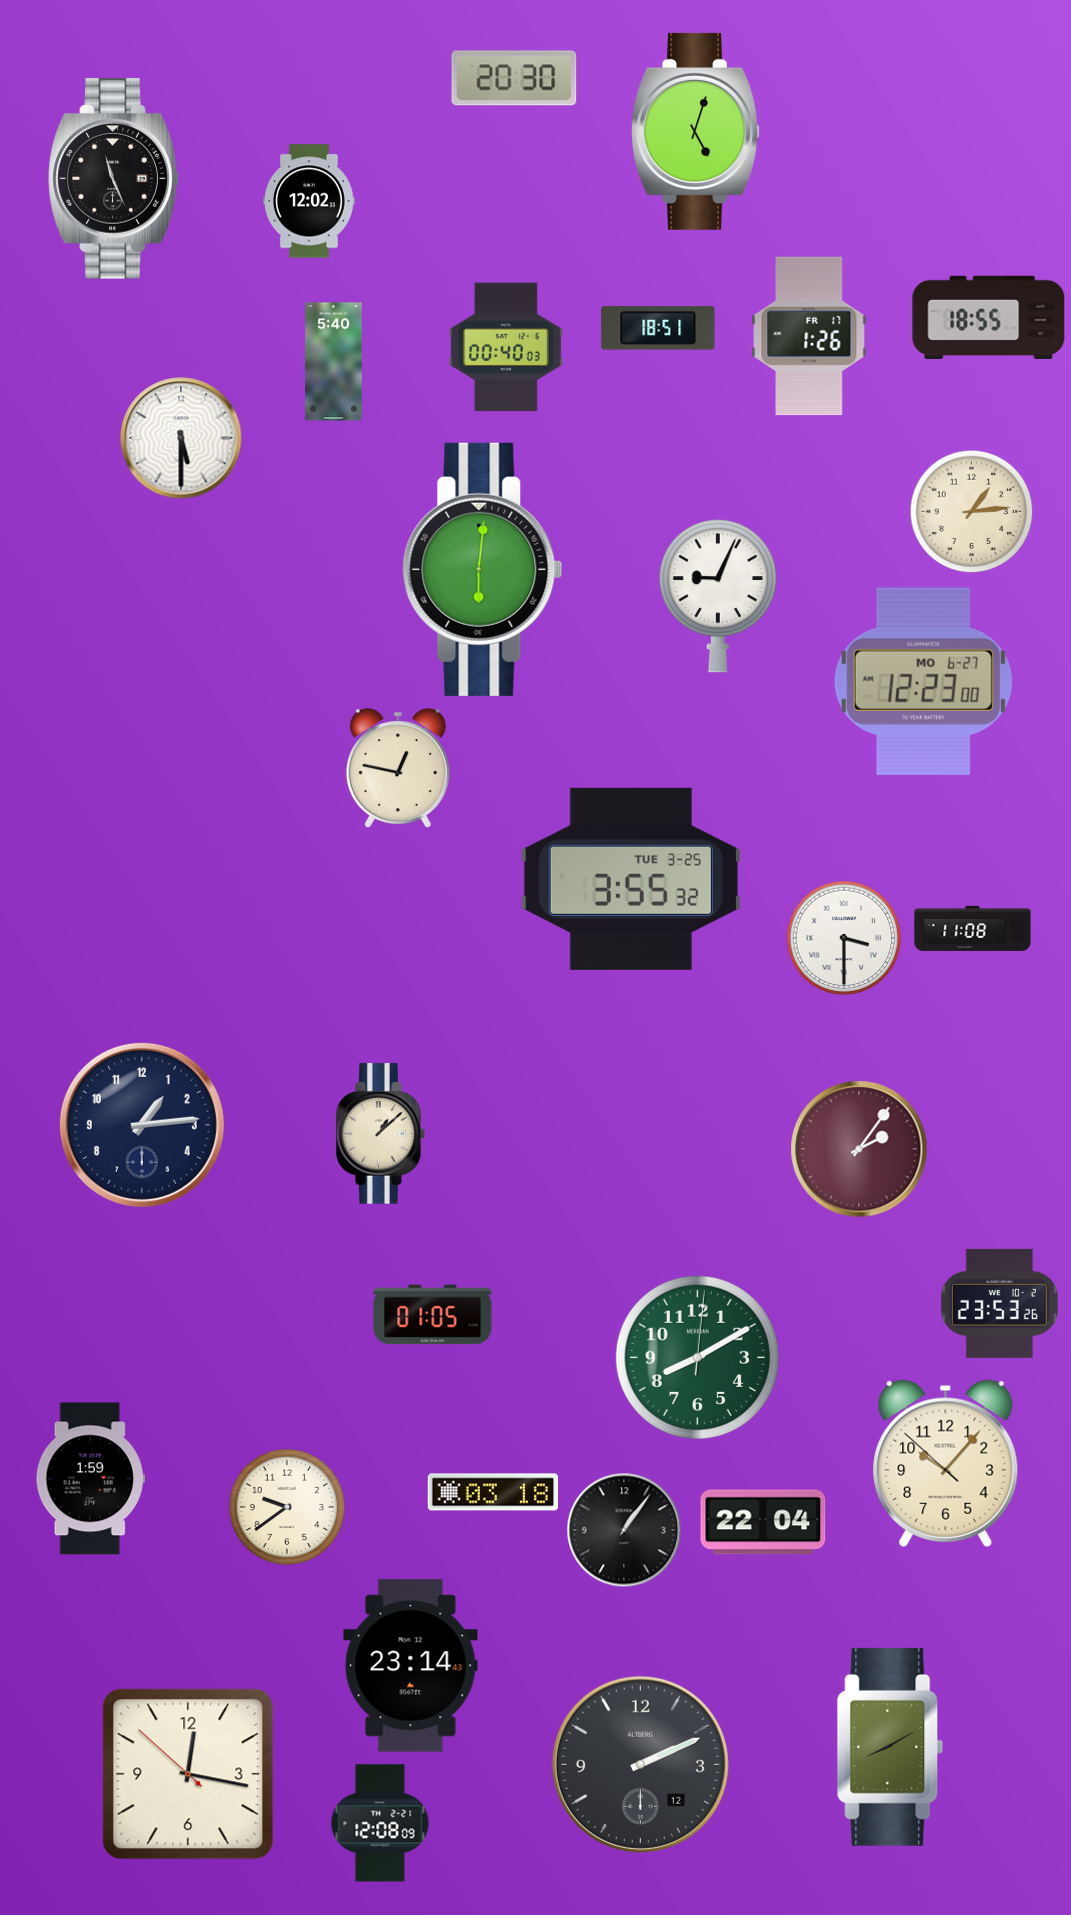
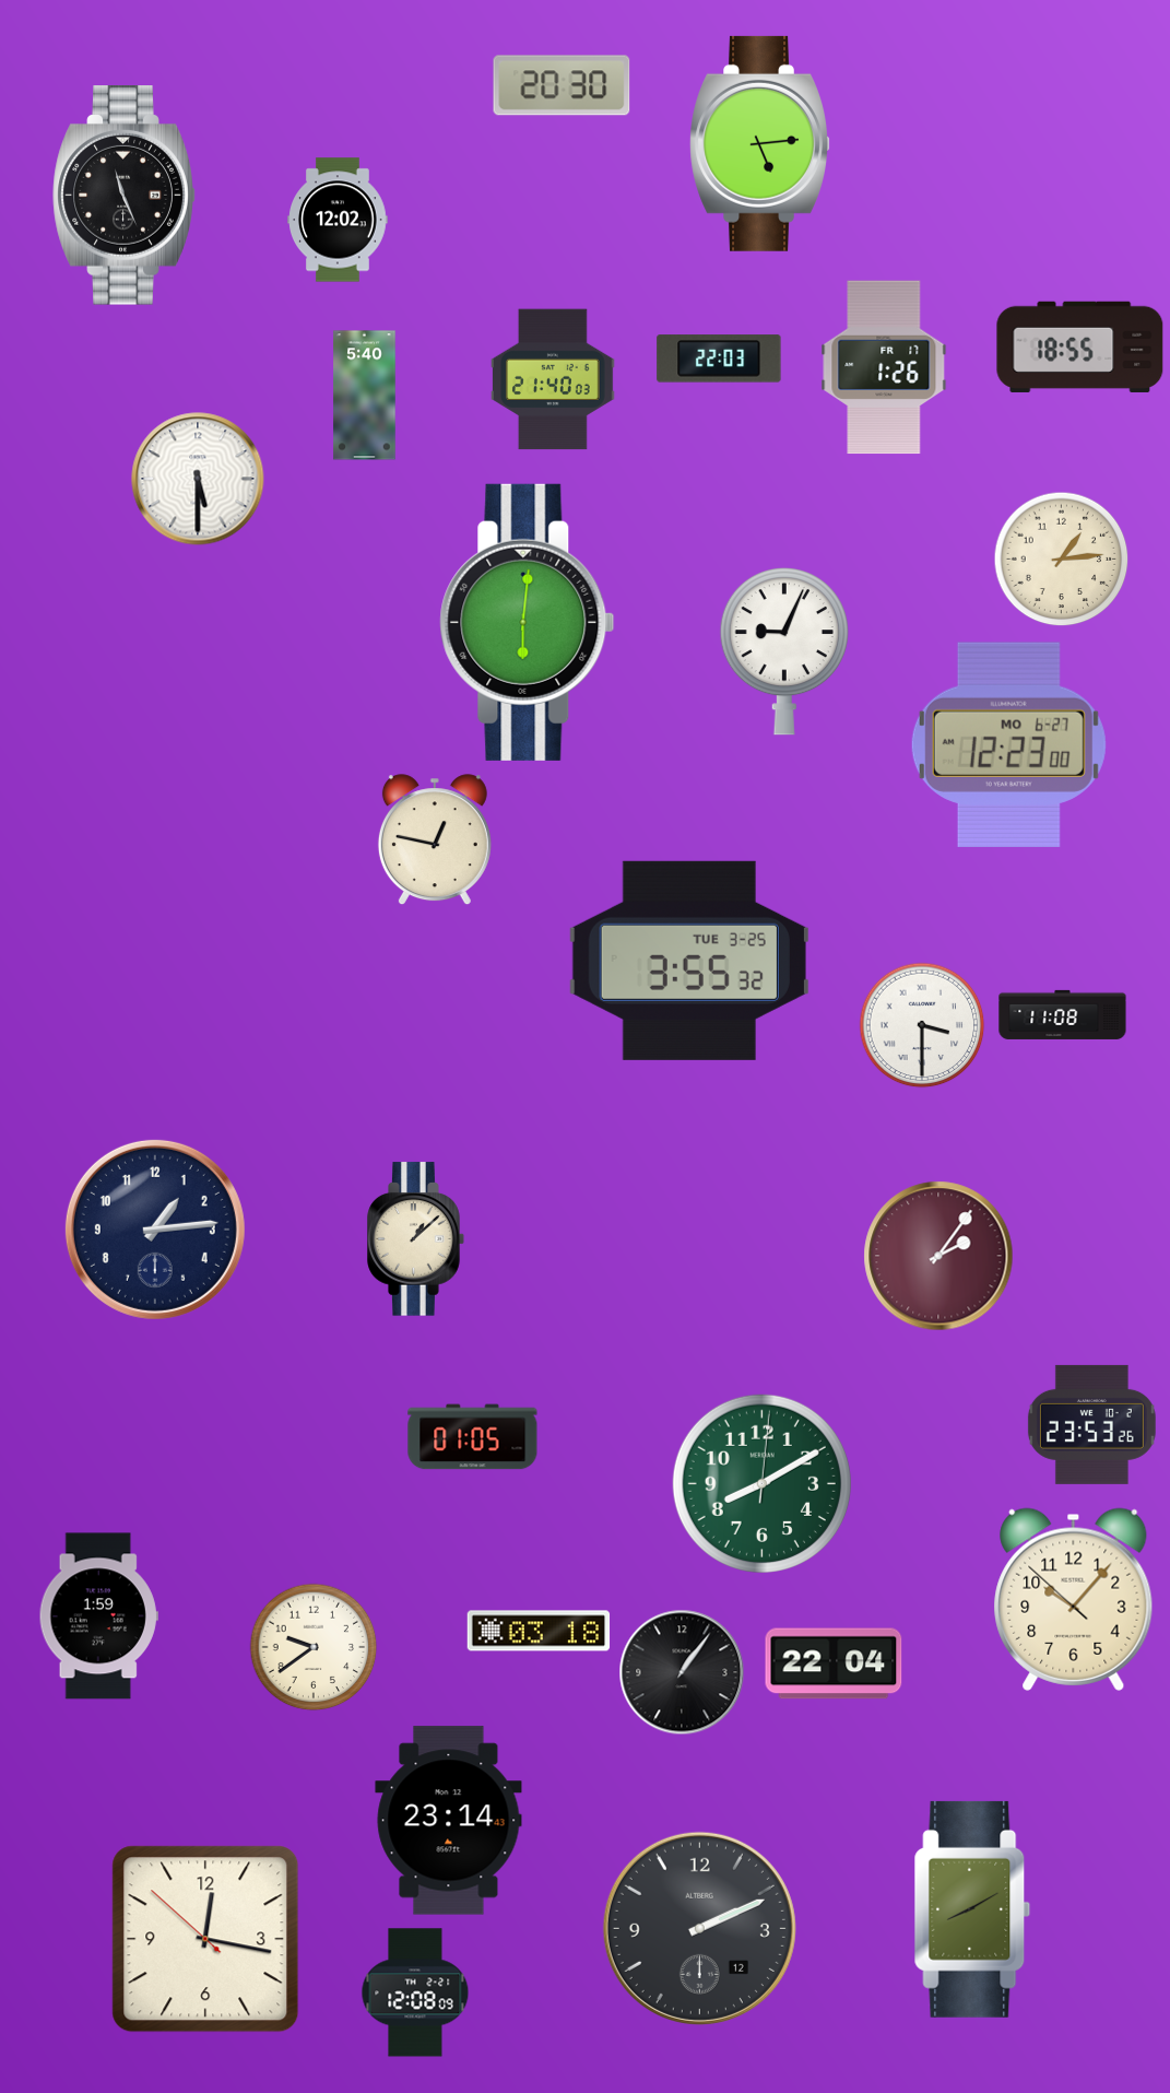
clock at (695, 131): 5:03 -> 5:14
clock at (658, 328): 18:51 -> 22:03
clock at (507, 347): 00:40 -> 21:40
clock at (946, 1463) position: (946, 1463) -> (1074, 1599)
